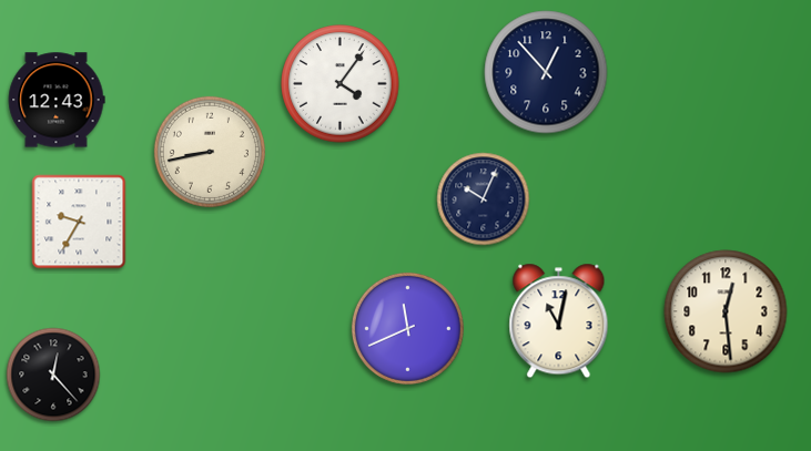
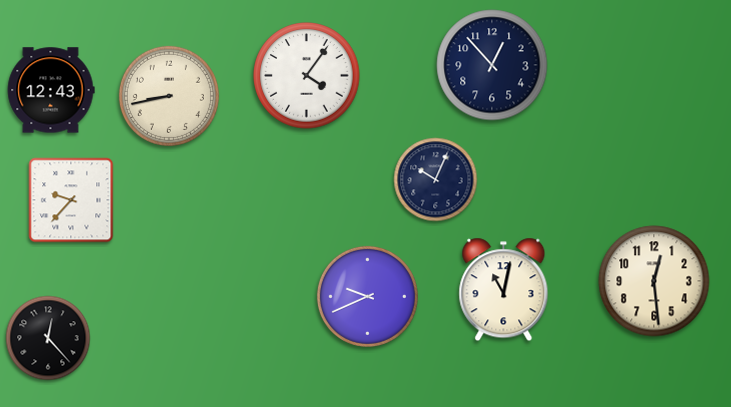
clock at (210, 152) position: (210, 152) -> (169, 96)
clock at (79, 222): 9:35 -> 9:37
clock at (407, 328): 11:41 -> 9:41
